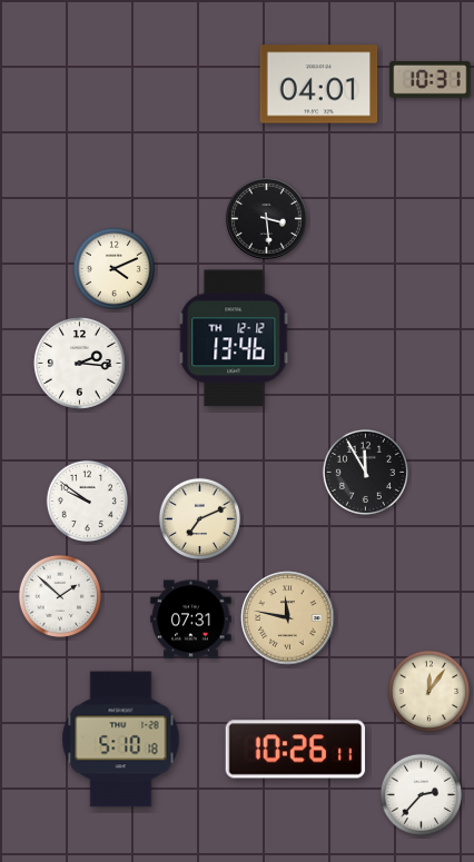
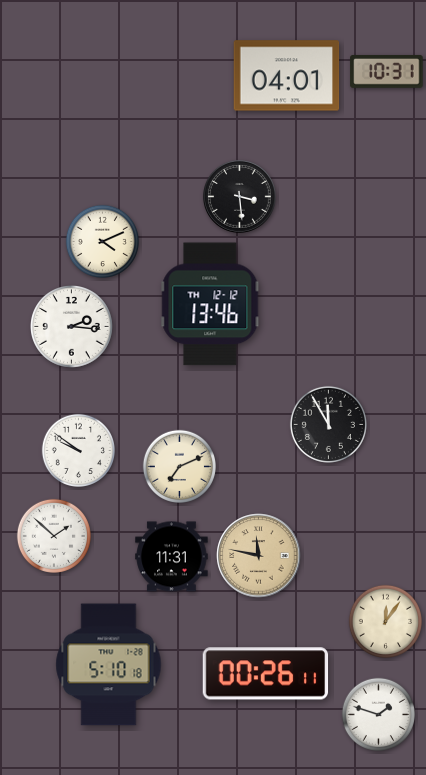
clock at (191, 620): 07:31 -> 11:31
clock at (296, 750): 10:26 -> 00:26
clock at (421, 794): 2:37 -> 1:48
